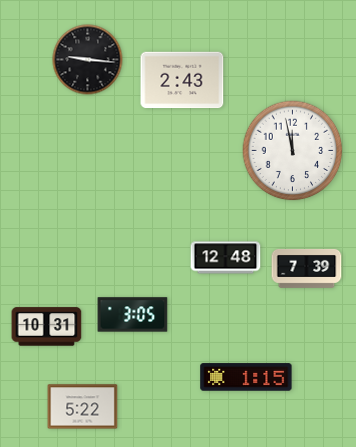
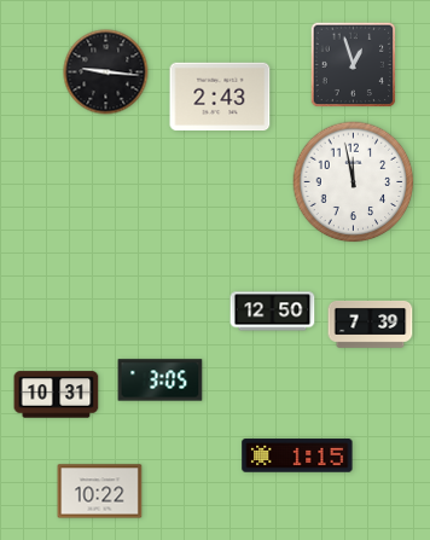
clock at (354, 65): none -> 12:57
clock at (226, 258): 12:48 -> 12:50
clock at (83, 407): 5:22 -> 10:22
